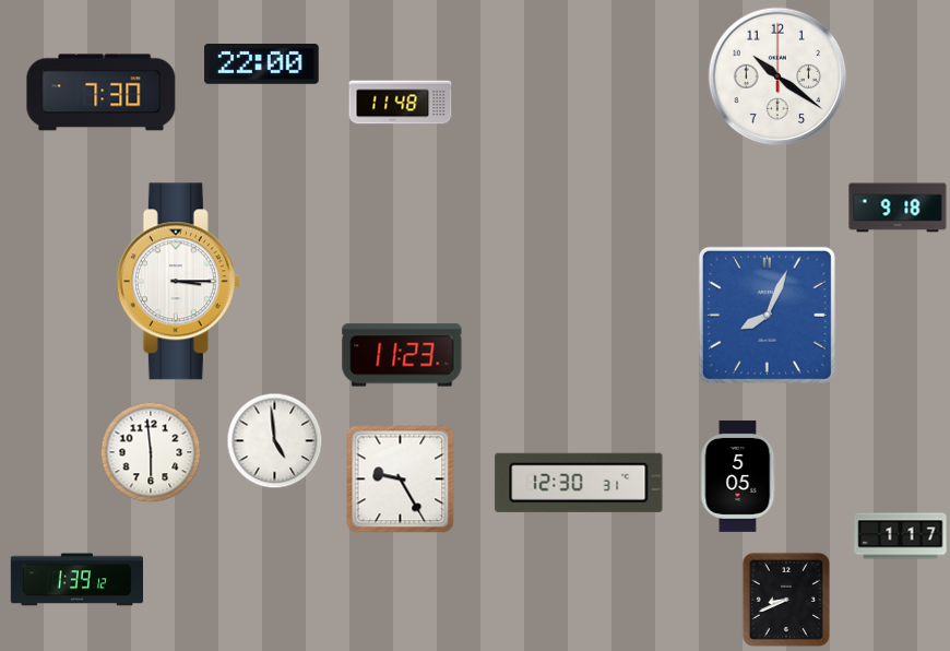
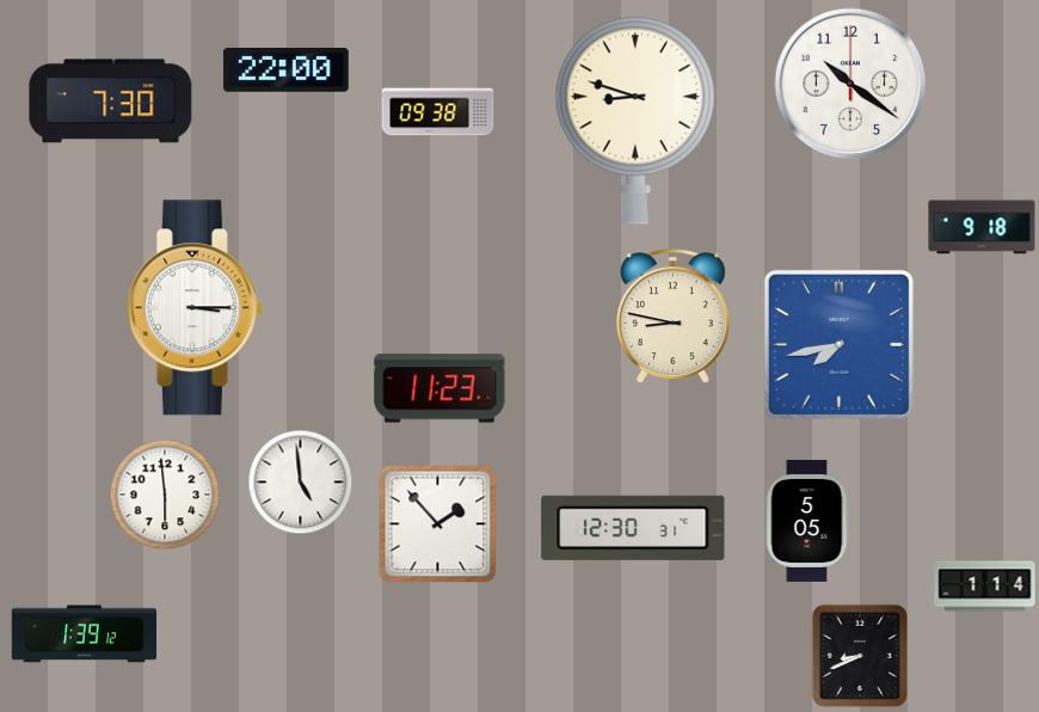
clock at (401, 103): 11:48 -> 09:38
clock at (635, 121): none -> 8:48
clock at (672, 317): none -> 8:47
clock at (767, 315): 8:04 -> 7:43
clock at (401, 480): 9:25 -> 1:53
clock at (901, 536): 1:17 -> 1:14
